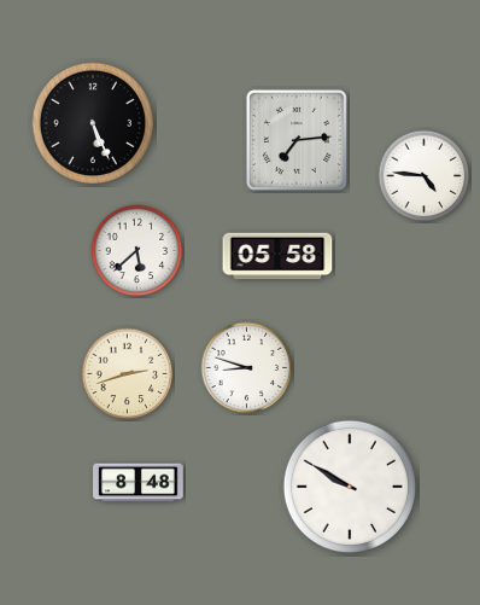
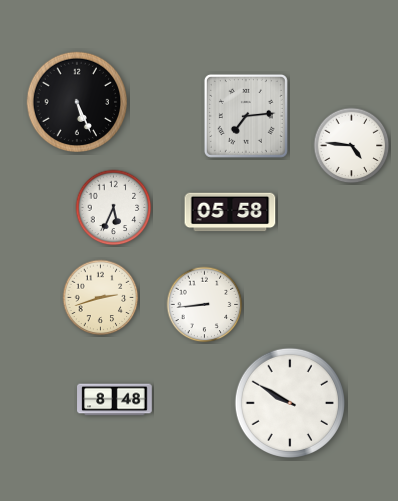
clock at (137, 251): 5:38 -> 5:34
clock at (247, 368): 8:48 -> 8:44
clock at (128, 374) position: (128, 374) -> (101, 298)
